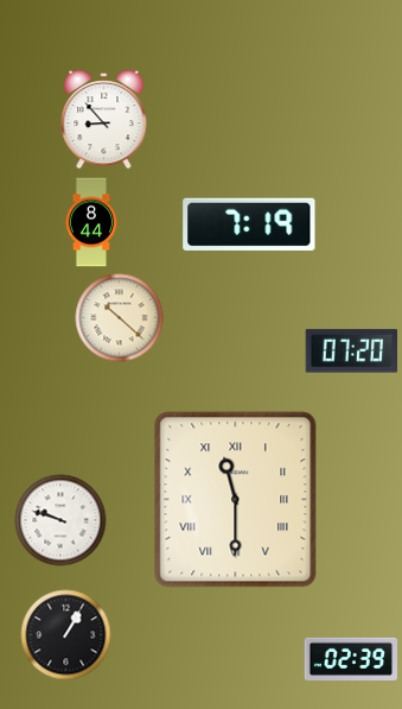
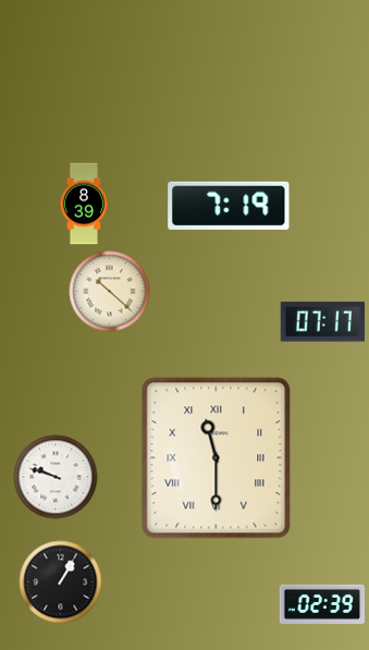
clock at (104, 120): 8:53 -> none
clock at (91, 222): 8:44 -> 8:39
clock at (351, 352): 07:20 -> 07:17
